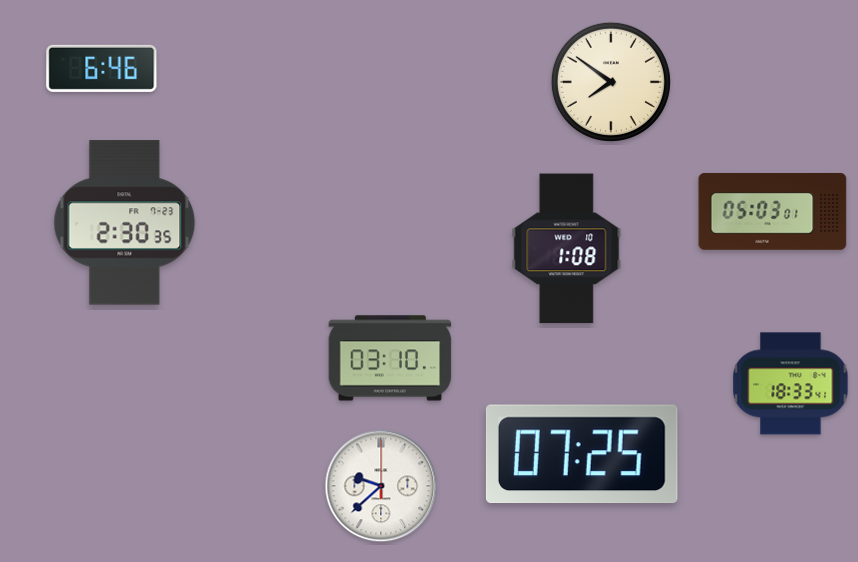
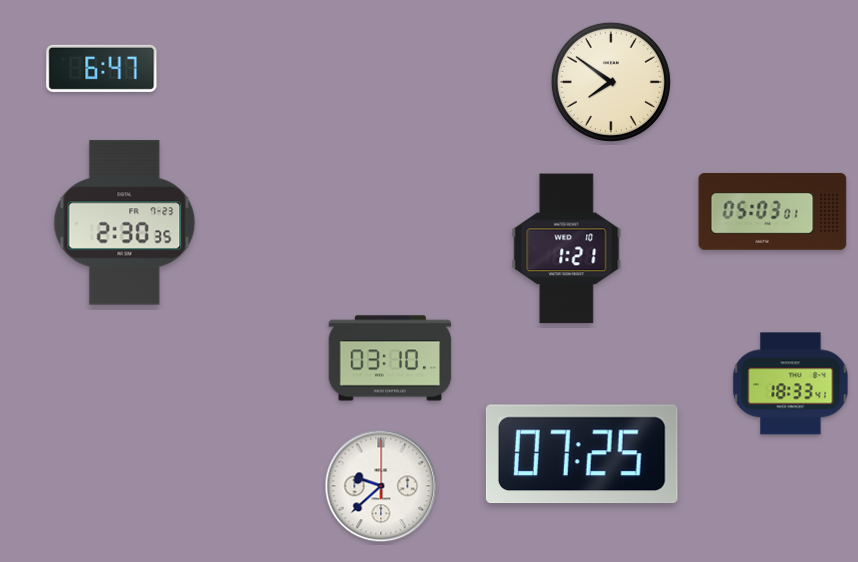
clock at (102, 68): 6:46 -> 6:47
clock at (567, 249): 1:08 -> 1:21
